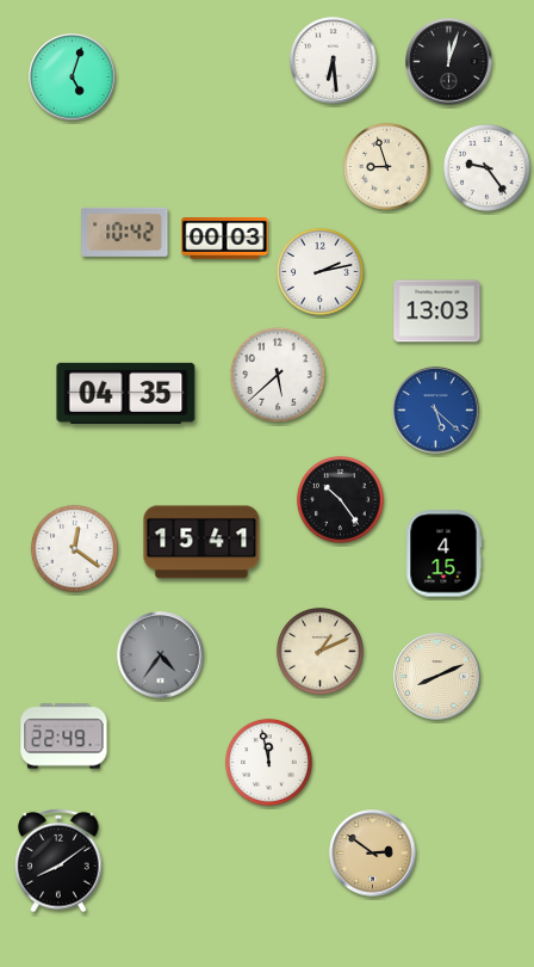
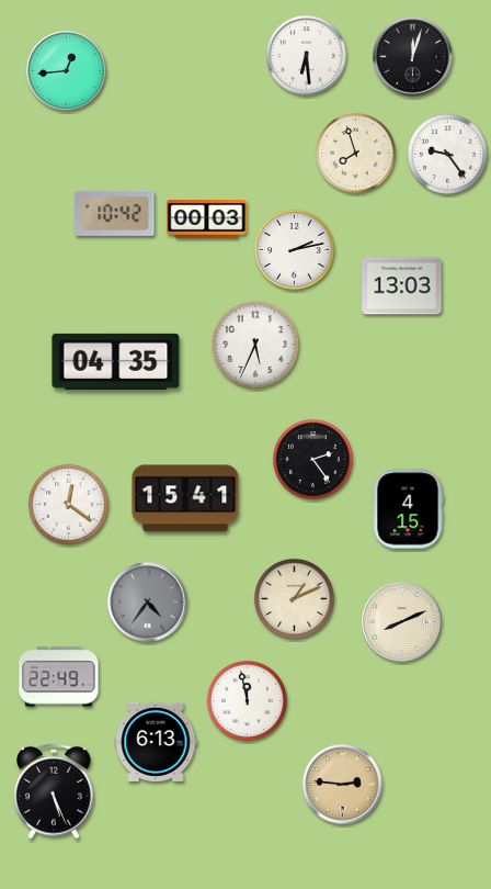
clock at (73, 78): 5:03 -> 12:44
clock at (386, 166): 8:57 -> 7:57
clock at (278, 375): 5:38 -> 5:34
clock at (436, 411): 5:22 -> none
clock at (340, 499): 10:24 -> 2:24
clock at (156, 742): none -> 6:13
clock at (373, 854): 2:51 -> 2:46
clock at (58, 861): 8:09 -> 5:26
